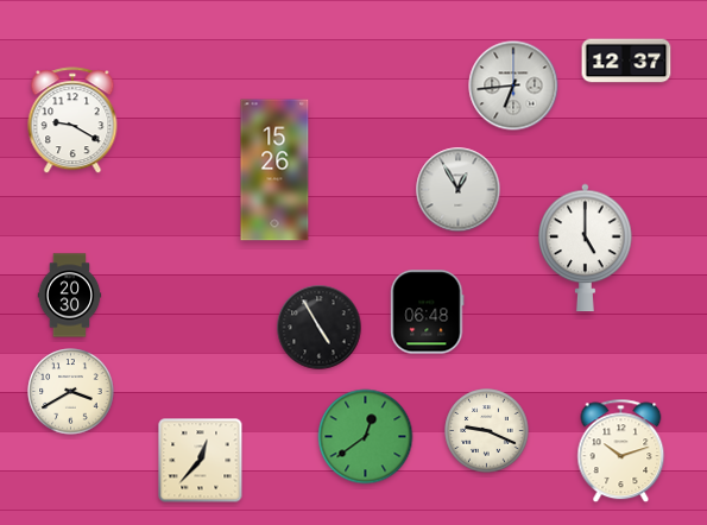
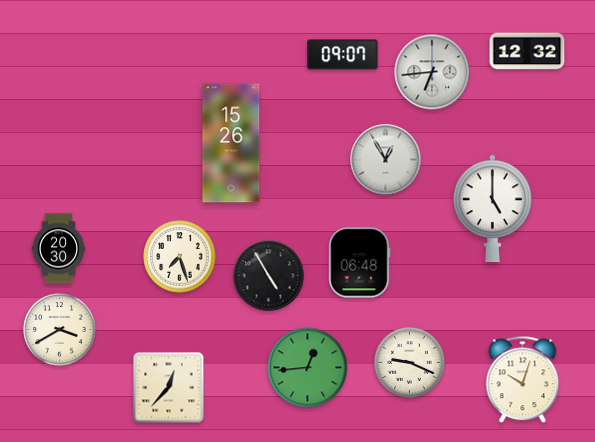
clock at (626, 61): 12:37 -> 12:32
clock at (343, 55): none -> 09:07
clock at (72, 121): 9:20 -> none
clock at (180, 257): none -> 7:27
clock at (366, 437): 12:39 -> 12:44
clock at (621, 451): 10:12 -> 10:03
